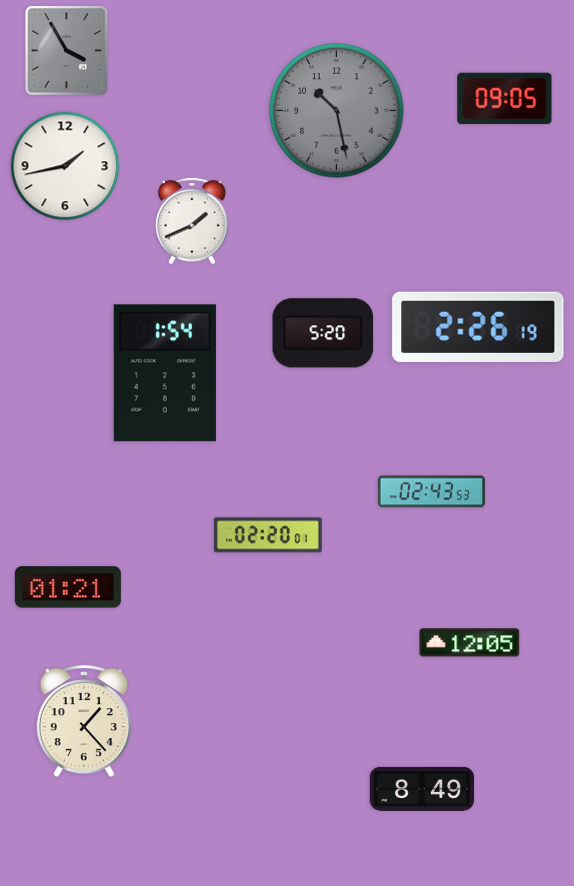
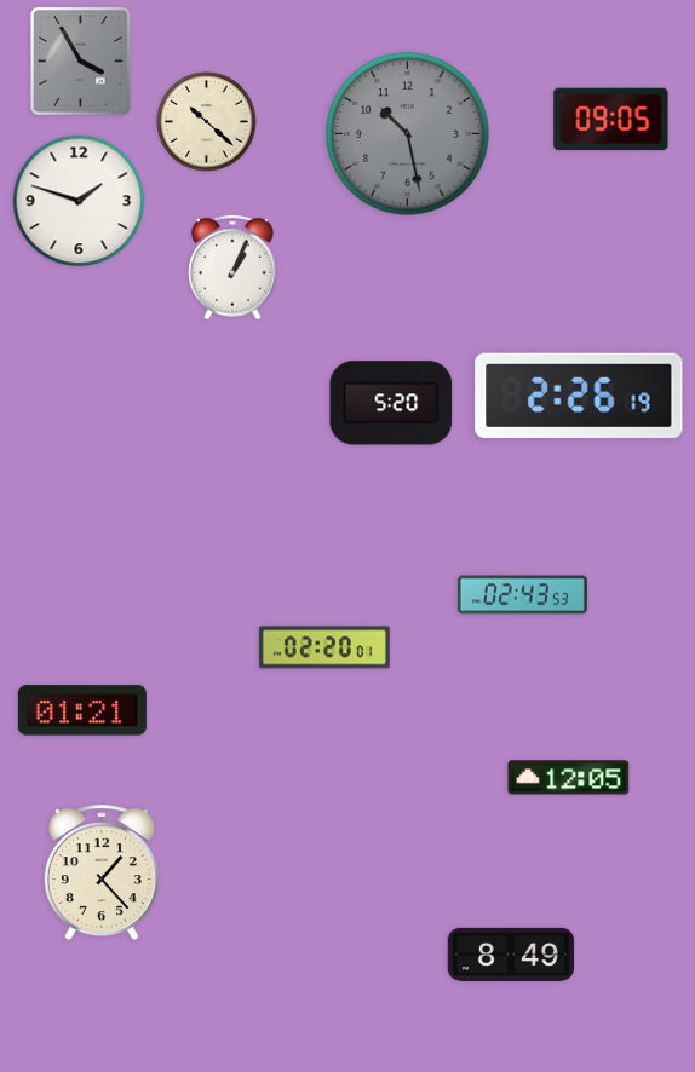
clock at (207, 122): none -> 10:22
clock at (65, 166): 1:43 -> 1:48
clock at (193, 221): 1:41 -> 1:04
clock at (165, 373): 1:54 -> none
